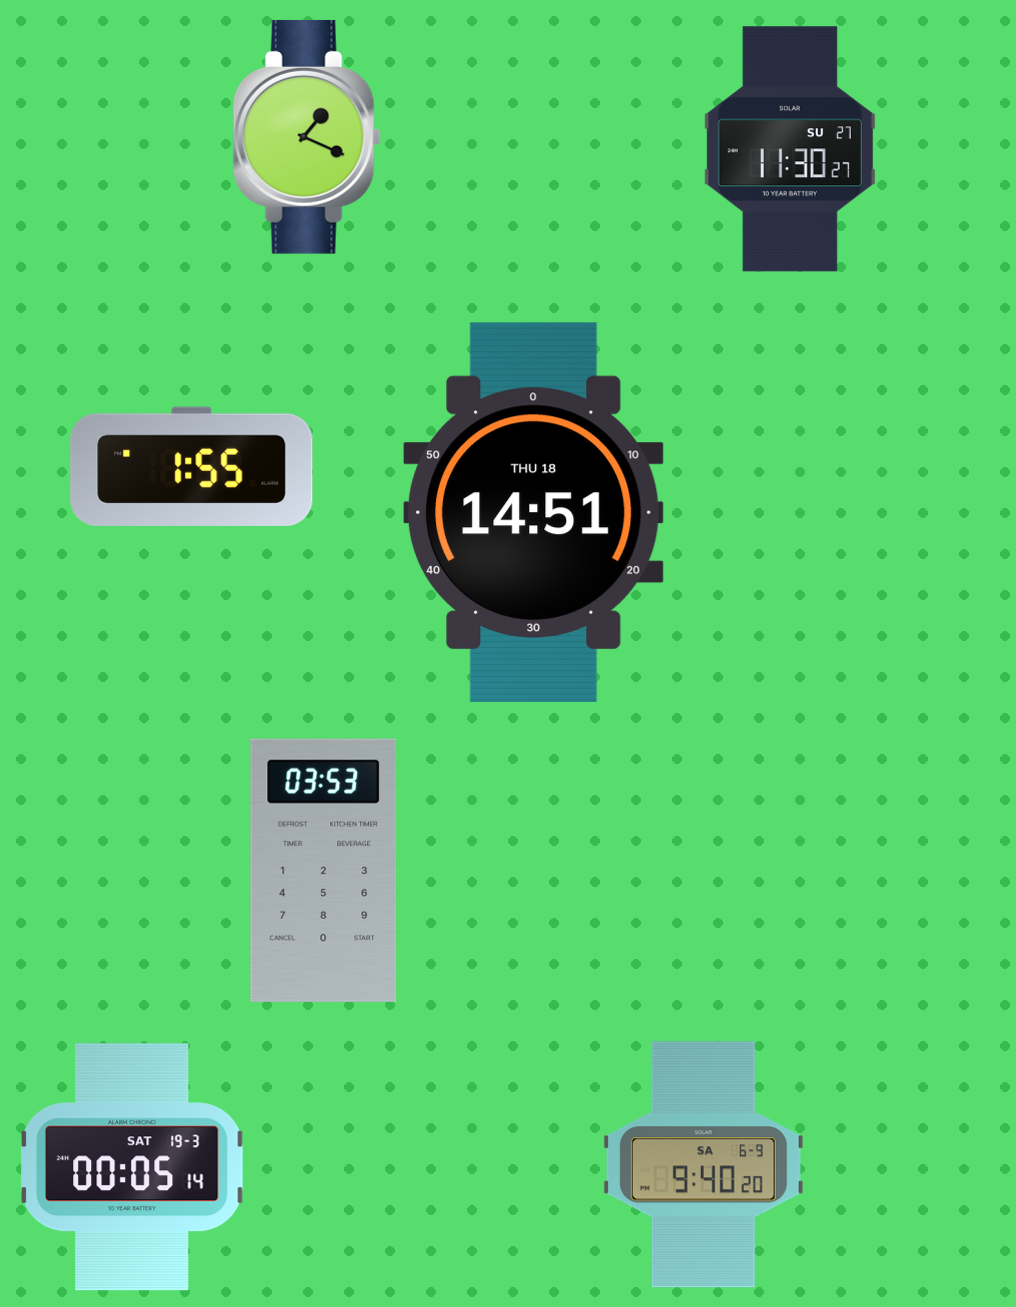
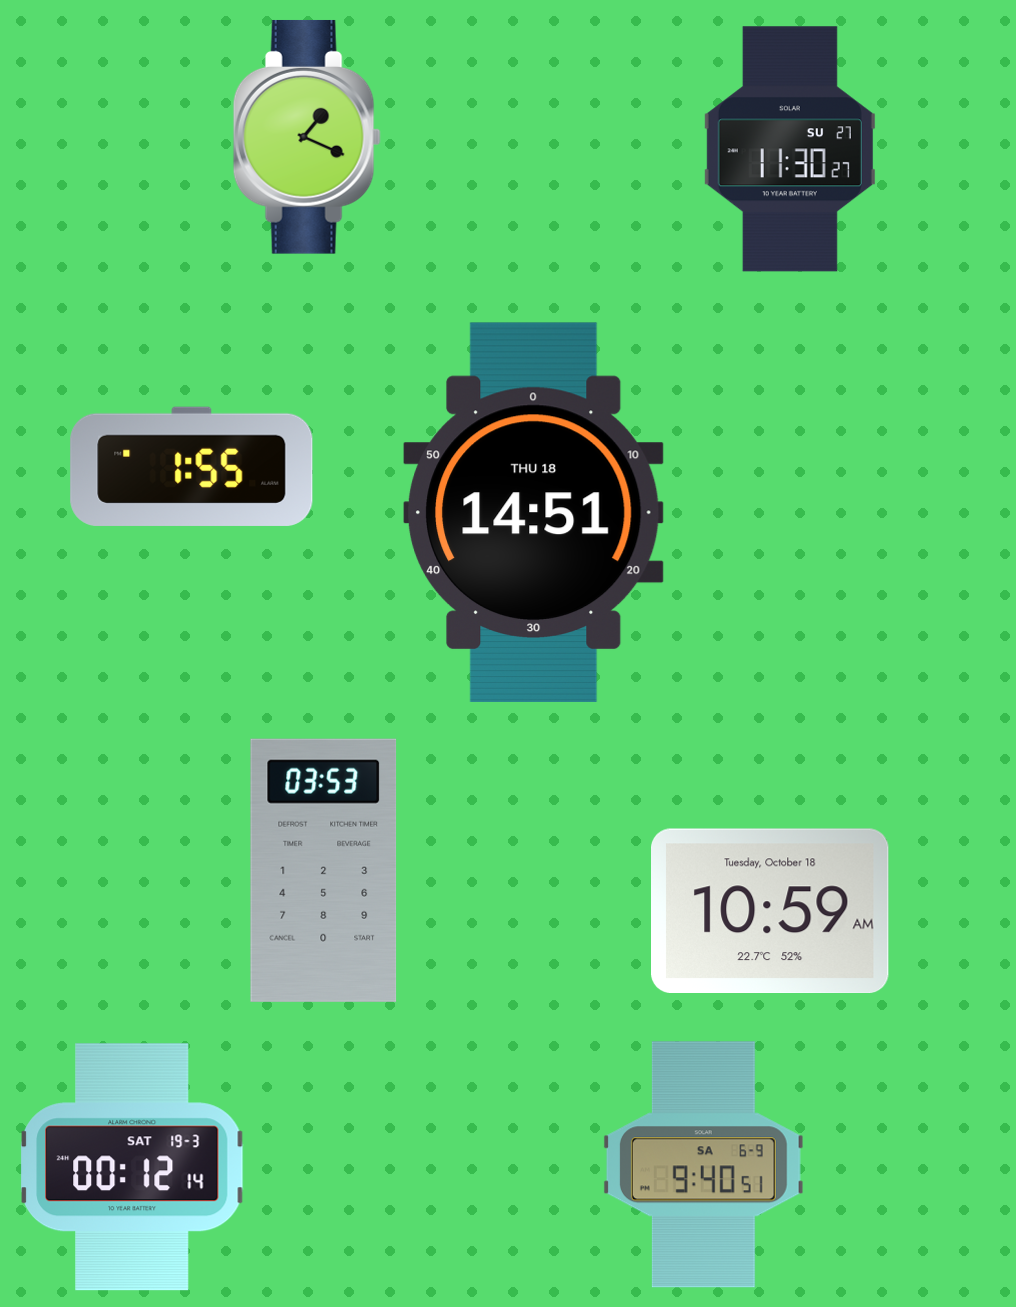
clock at (771, 910): none -> 10:59
clock at (703, 1165): 9:40:20 -> 9:40:51
clock at (133, 1167): 00:05 -> 00:12
